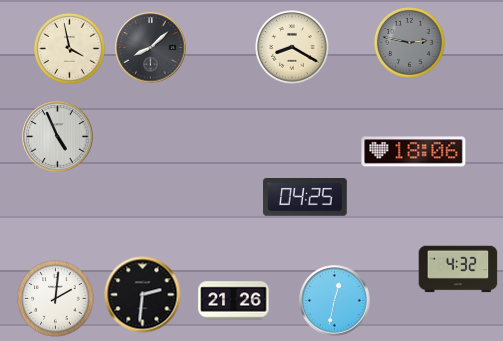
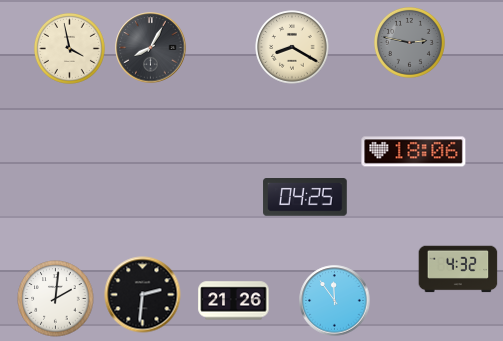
clock at (151, 48): 8:08 -> 8:05
clock at (58, 137): 4:56 -> none
clock at (335, 301): 12:32 -> 11:54
